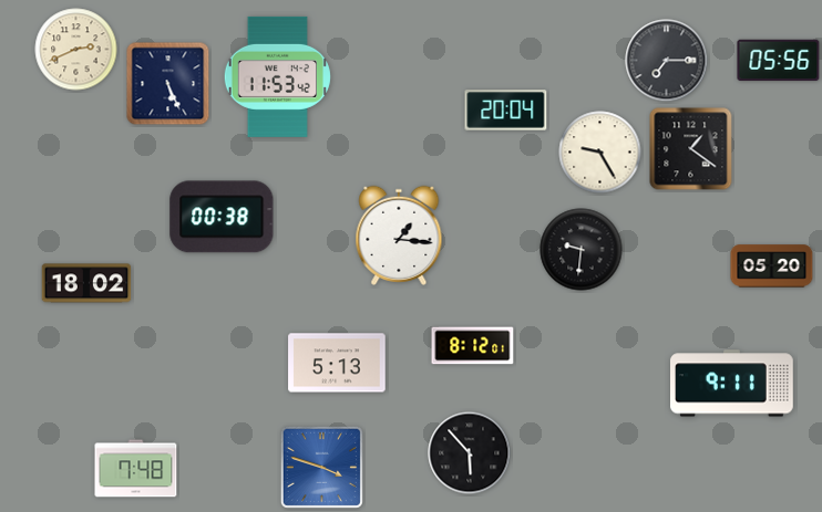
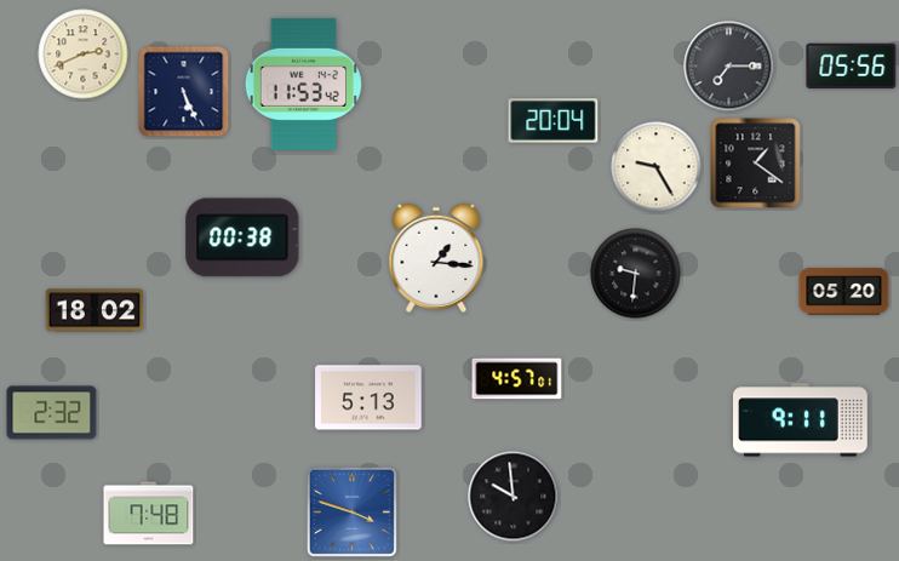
clock at (473, 346): 8:12 -> 4:57
clock at (52, 413): none -> 2:32
clock at (470, 453): 5:53 -> 9:59
